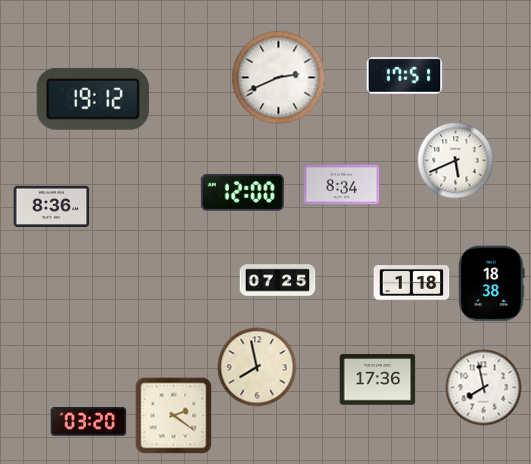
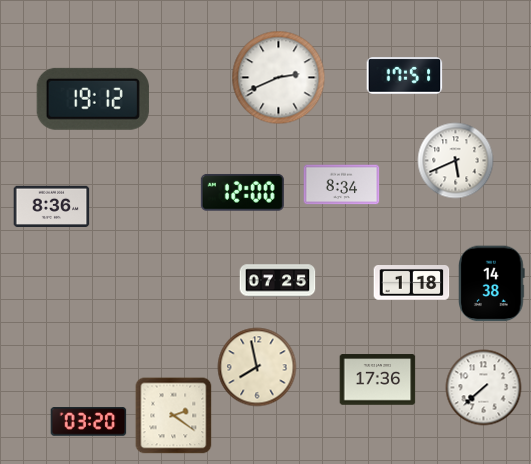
clock at (492, 284): 18:38 -> 14:38
clock at (484, 388): 7:58 -> 7:38
